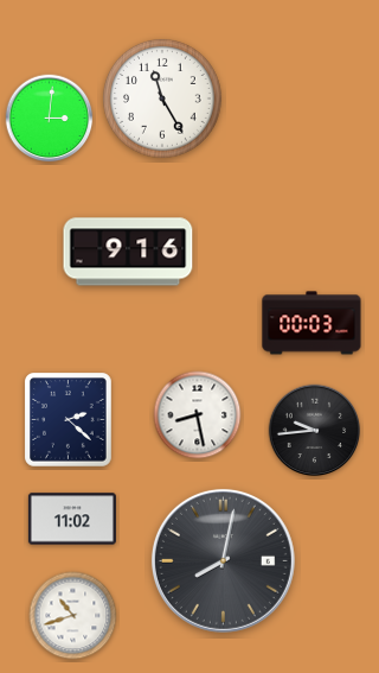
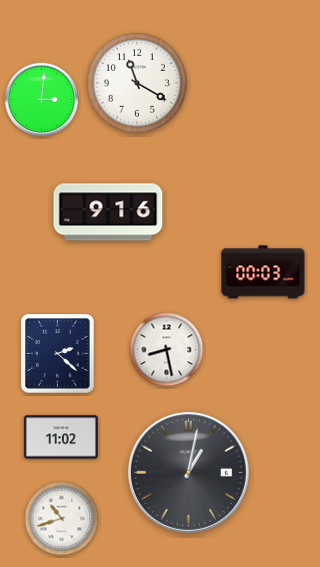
clock at (162, 99): 11:25 -> 11:20
clock at (315, 431): 9:44 -> none
clock at (223, 560): 8:02 -> 1:02
